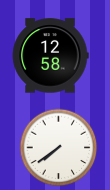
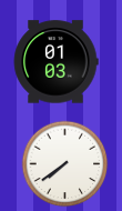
clock at (50, 56): 12:58 -> 01:03
